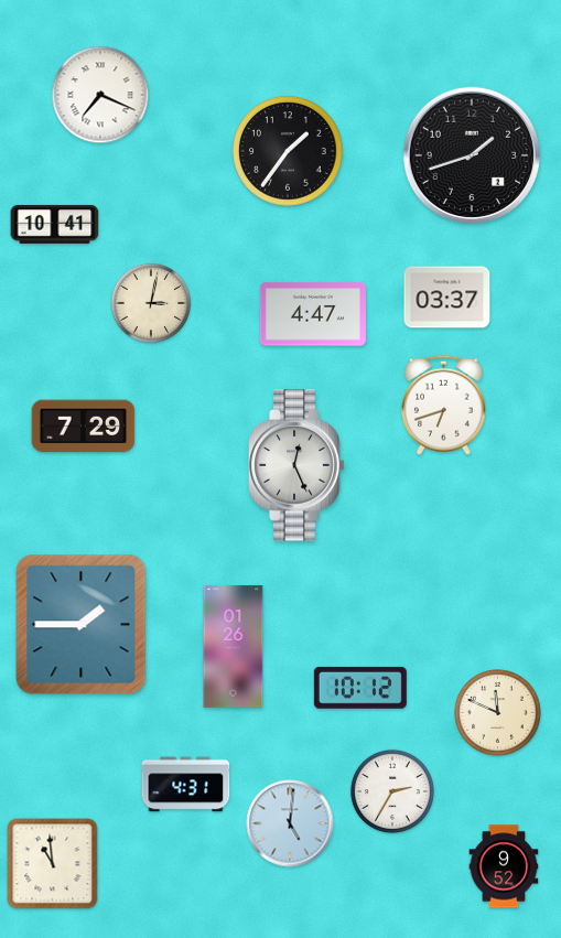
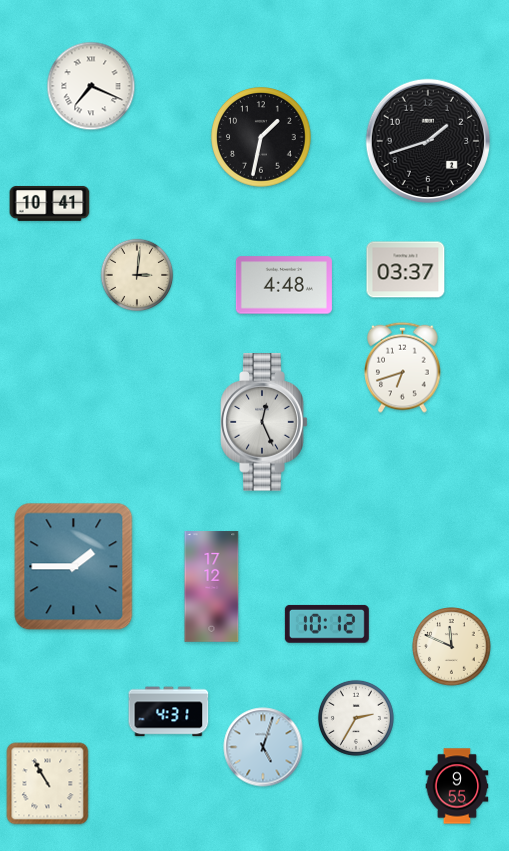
clock at (288, 151): 1:36 -> 1:32
clock at (151, 303): 3:02 -> 3:01
clock at (313, 314): 4:47 -> 4:48
clock at (84, 427): 7:29 -> none
clock at (296, 465) position: (296, 465) -> (264, 422)
clock at (234, 647): 01:26 -> 17:12
clock at (290, 823): 5:01 -> 5:03
clock at (53, 864): 10:59 -> 10:55
clock at (504, 866): 9:52 -> 9:55
